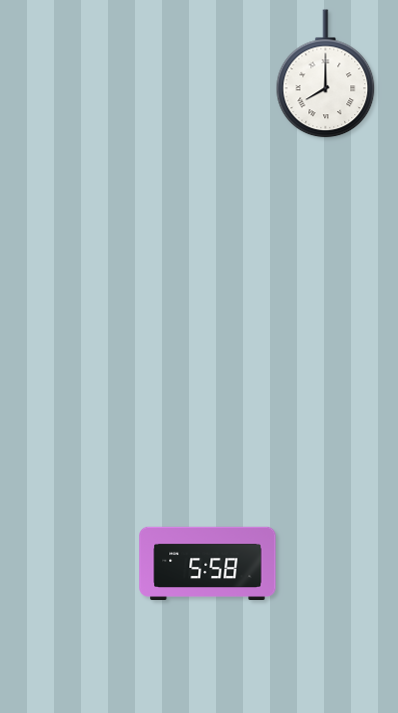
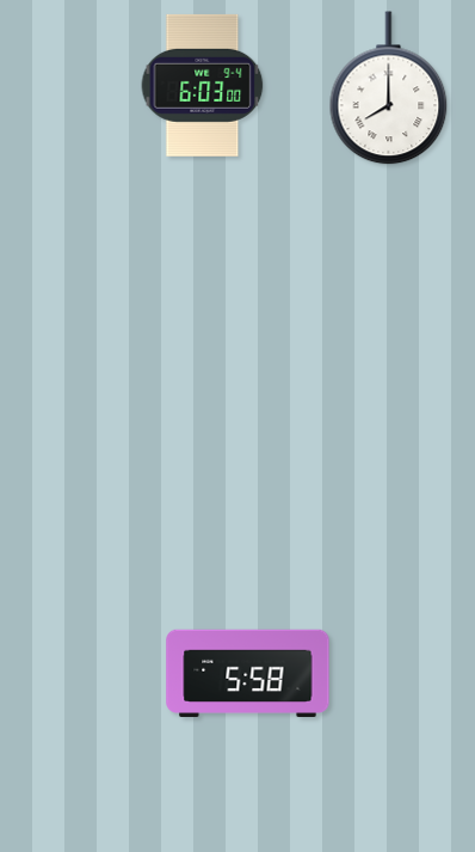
clock at (203, 85): none -> 6:03
